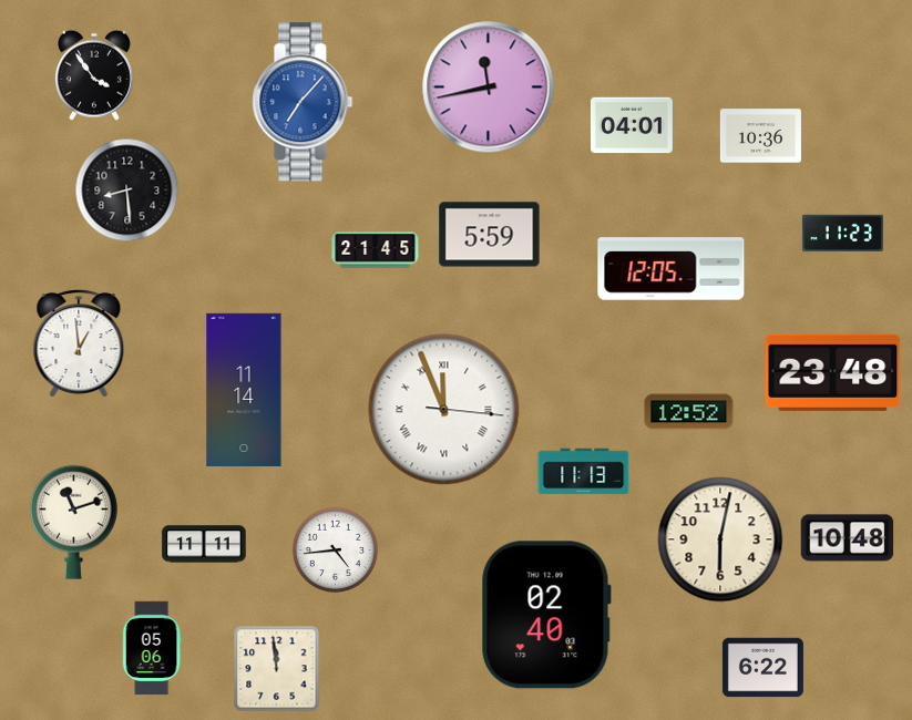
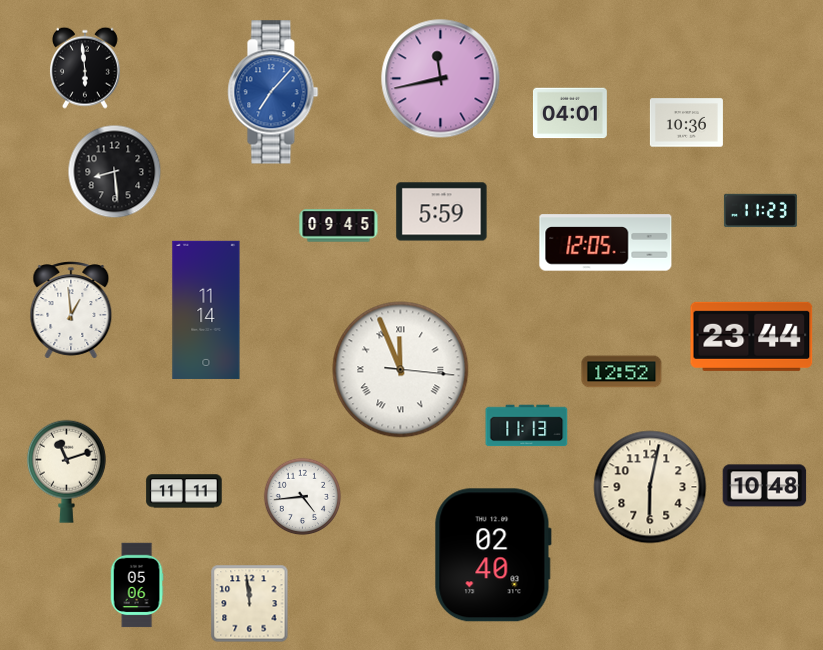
clock at (94, 75): 3:54 -> 5:59
clock at (376, 250): 21:45 -> 09:45
clock at (833, 372): 23:48 -> 23:44
clock at (244, 390) position: (244, 390) -> (206, 310)
clock at (762, 668): 6:22 -> none
